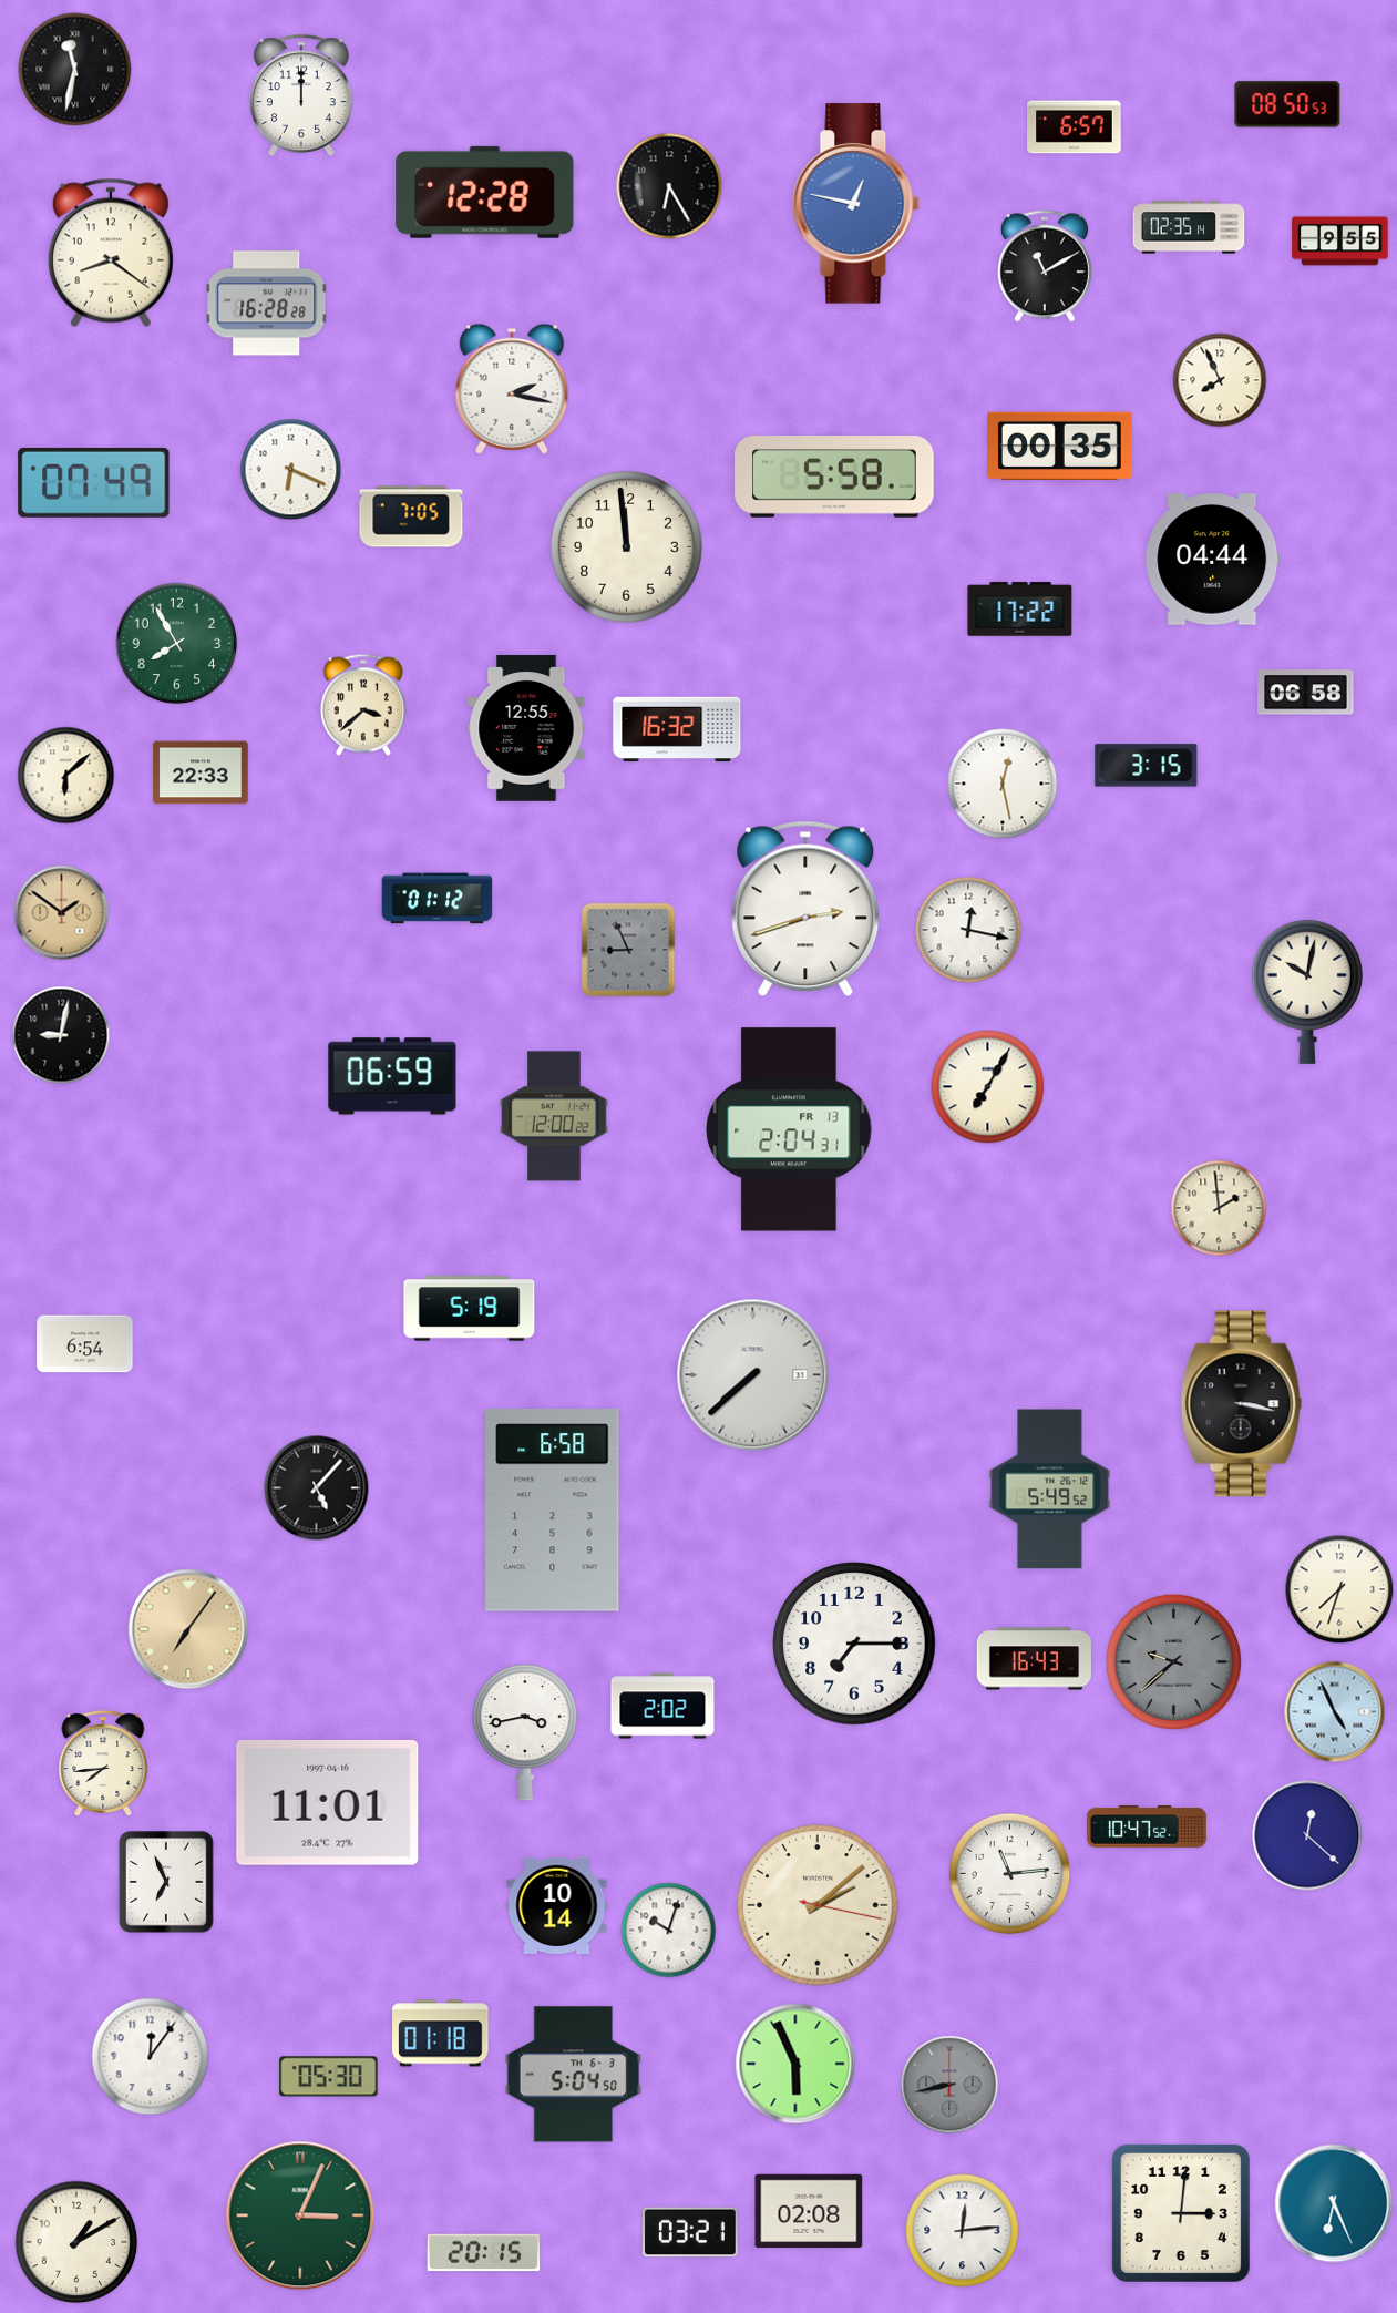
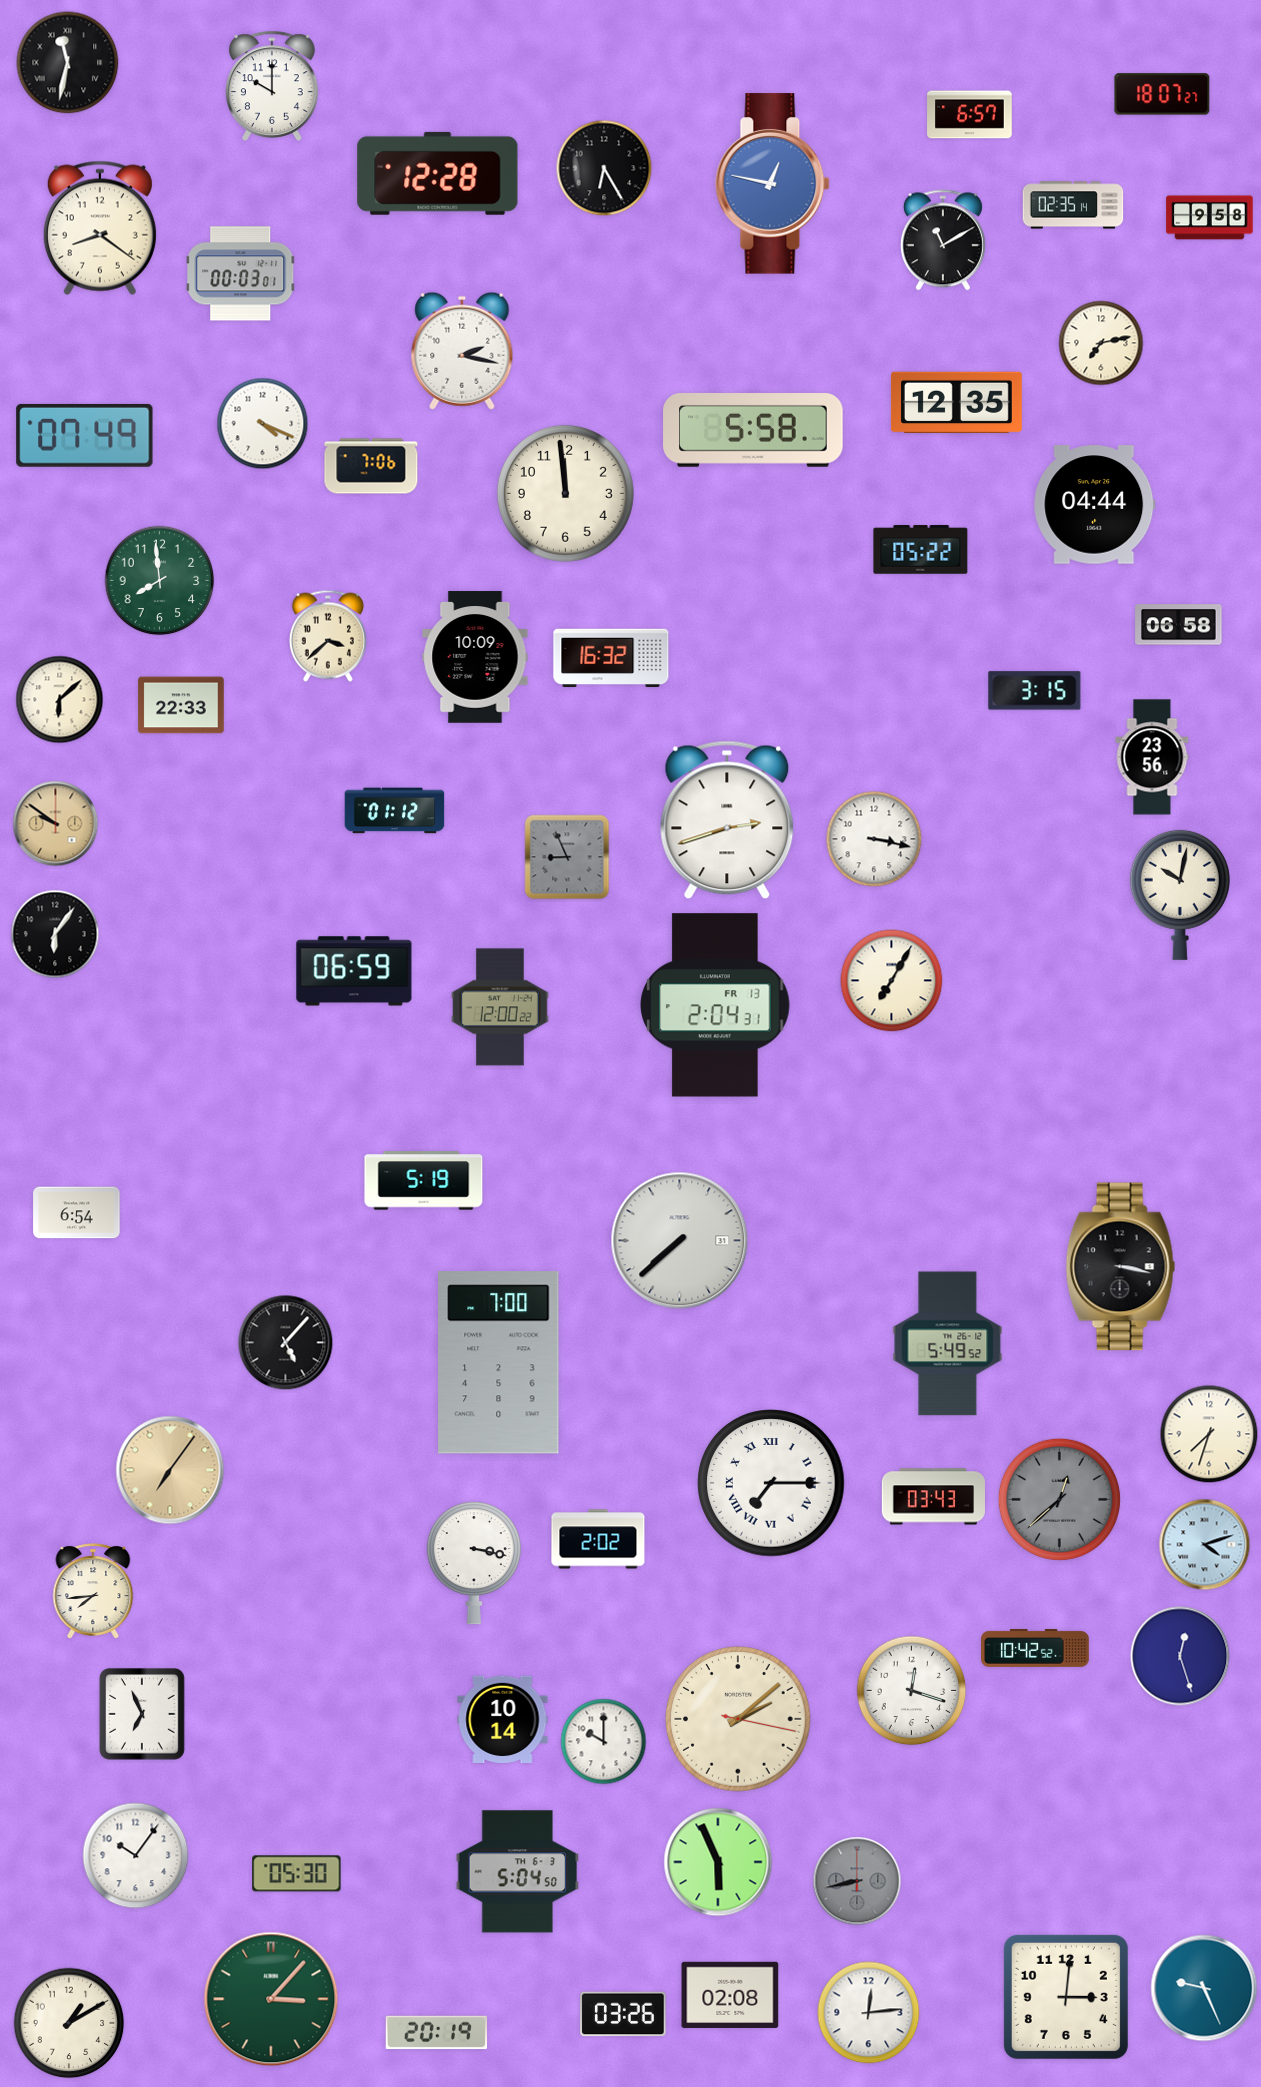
clock at (302, 95): 12:00 -> 10:00
clock at (1287, 104): 08:50 -> 18:07
clock at (1340, 242): 9:55 -> 9:58
clock at (267, 304): 16:28 -> 00:03
clock at (1220, 380): 7:56 -> 7:13
clock at (1060, 447): 00:35 -> 12:35
clock at (291, 470): 6:19 -> 4:19
clock at (411, 516): 7:05 -> 7:06
clock at (1020, 610): 17:22 -> 05:22
clock at (177, 644): 7:55 -> 7:59
clock at (526, 728): 12:55 -> 10:09
clock at (201, 772) position: (201, 772) -> (181, 705)
clock at (1003, 784): 12:28 -> none
clock at (1152, 757): none -> 23:56
clock at (62, 913): 1:51 -> 9:51
clock at (968, 930): 12:17 -> 3:17
clock at (61, 1035): 9:02 -> 6:06
clock at (789, 1129) position: (789, 1129) -> (715, 1005)
clock at (1219, 1208): 1:59 -> none
clock at (553, 1511): 6:58 -> 7:00
clock at (854, 1644) numerals: Arabic -> Roman
clock at (1034, 1659): 16:43 -> 03:43
clock at (1173, 1661): 9:38 -> 12:38
clock at (1335, 1712): 4:56 -> 4:12
clock at (525, 1733): 3:43 -> 3:17
clock at (328, 1802): 11:01 -> none
clock at (1147, 1826): 10:47 -> 10:42
clock at (1307, 1835): 12:22 -> 12:27
clock at (1010, 1874): 11:14 -> 12:18
clock at (167, 1882) position: (167, 1882) -> (143, 1714)
clock at (669, 1931): 10:03 -> 10:00
clock at (441, 2034): 01:18 -> none
clock at (151, 2057): 12:06 -> 10:06
clock at (1334, 2203): 6:26 -> 9:26
clock at (300, 2215): 3:04 -> 3:07
clock at (690, 2232): 03:21 -> 03:26
clock at (484, 2253): 20:15 -> 20:19
